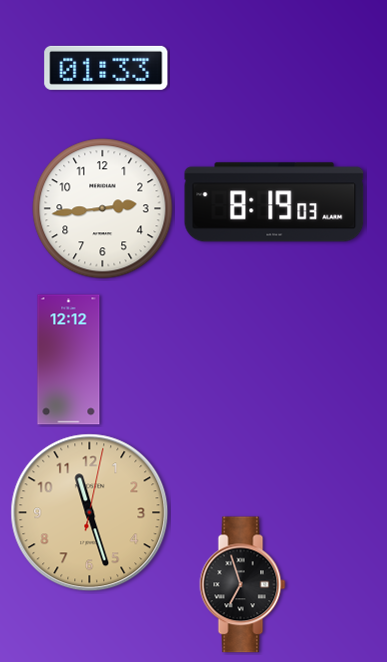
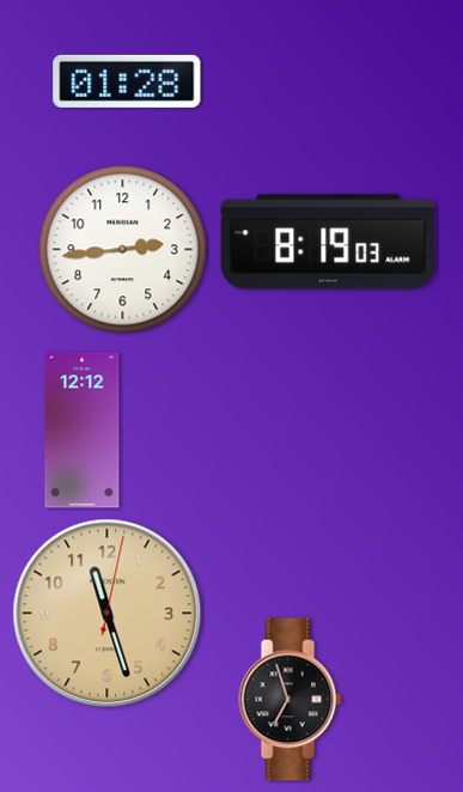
clock at (106, 68): 01:33 -> 01:28
